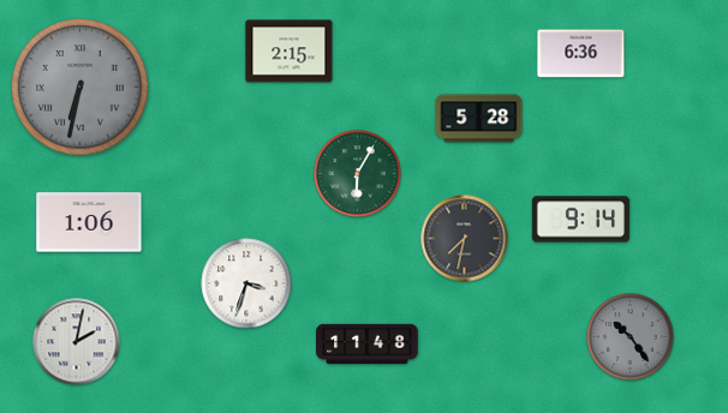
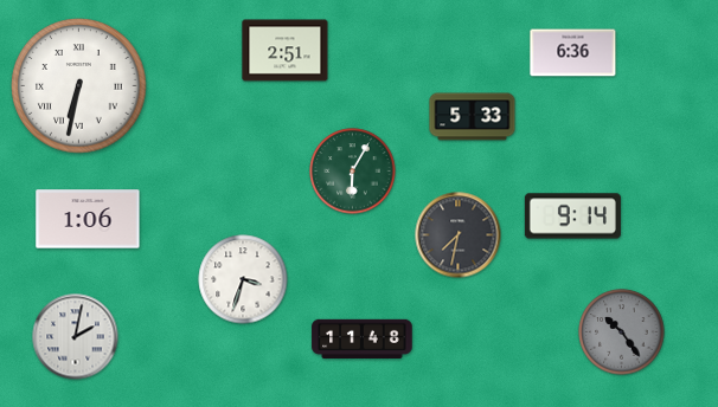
clock at (290, 52): 2:15 -> 2:51
clock at (80, 88) dial: grey -> white
clock at (479, 119): 5:28 -> 5:33
